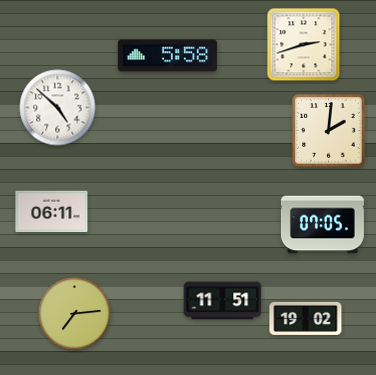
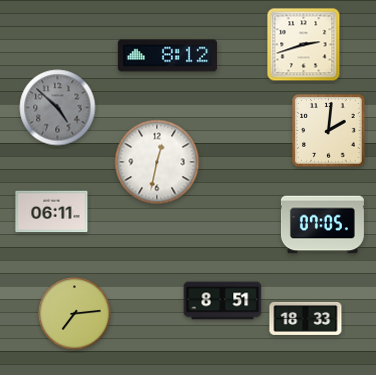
clock at (167, 56): 5:58 -> 8:12
clock at (58, 108) dial: white -> grey
clock at (157, 162): none -> 12:32
clock at (223, 301): 11:51 -> 8:51
clock at (306, 318): 19:02 -> 18:33
